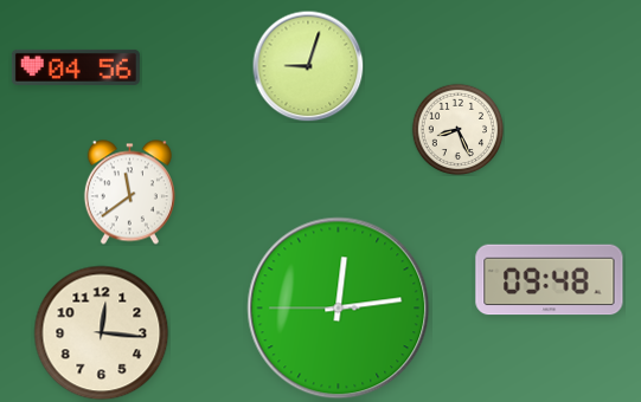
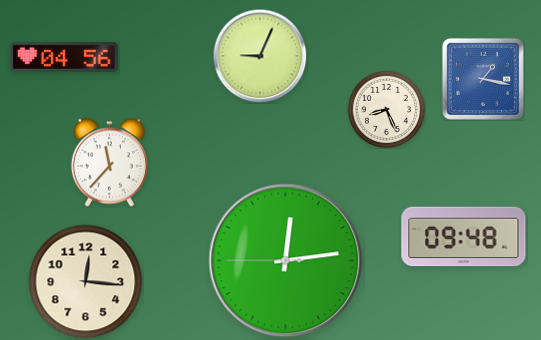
clock at (308, 66): 9:03 -> 9:04
clock at (483, 79): none -> 1:17
clock at (129, 193): 11:39 -> 11:37
